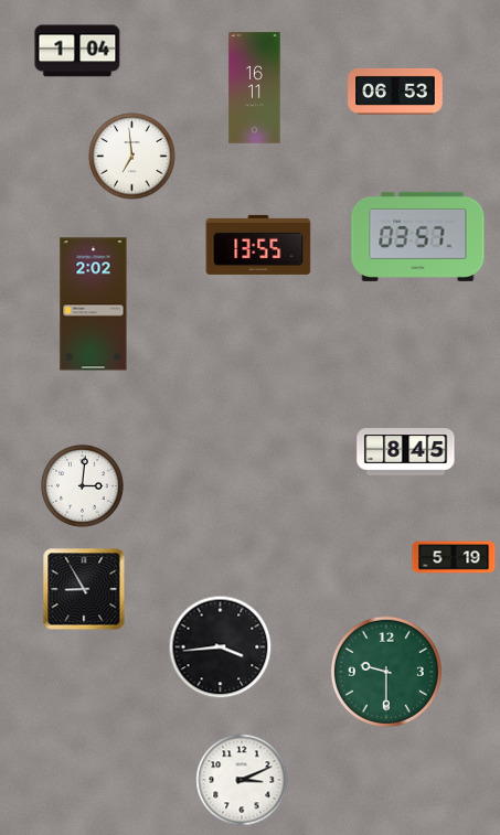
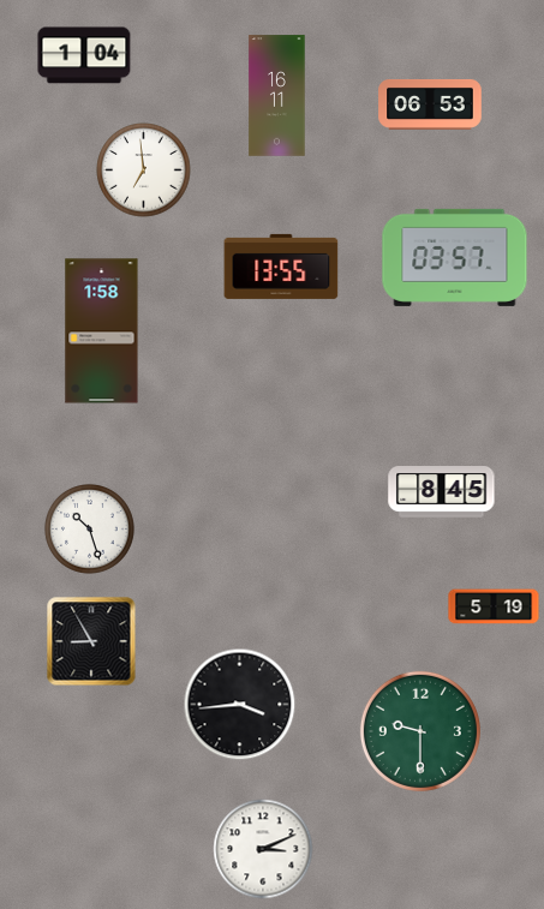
clock at (395, 92) position: (395, 92) -> (430, 104)
clock at (94, 304): 2:02 -> 1:58
clock at (83, 486): 3:01 -> 10:27
